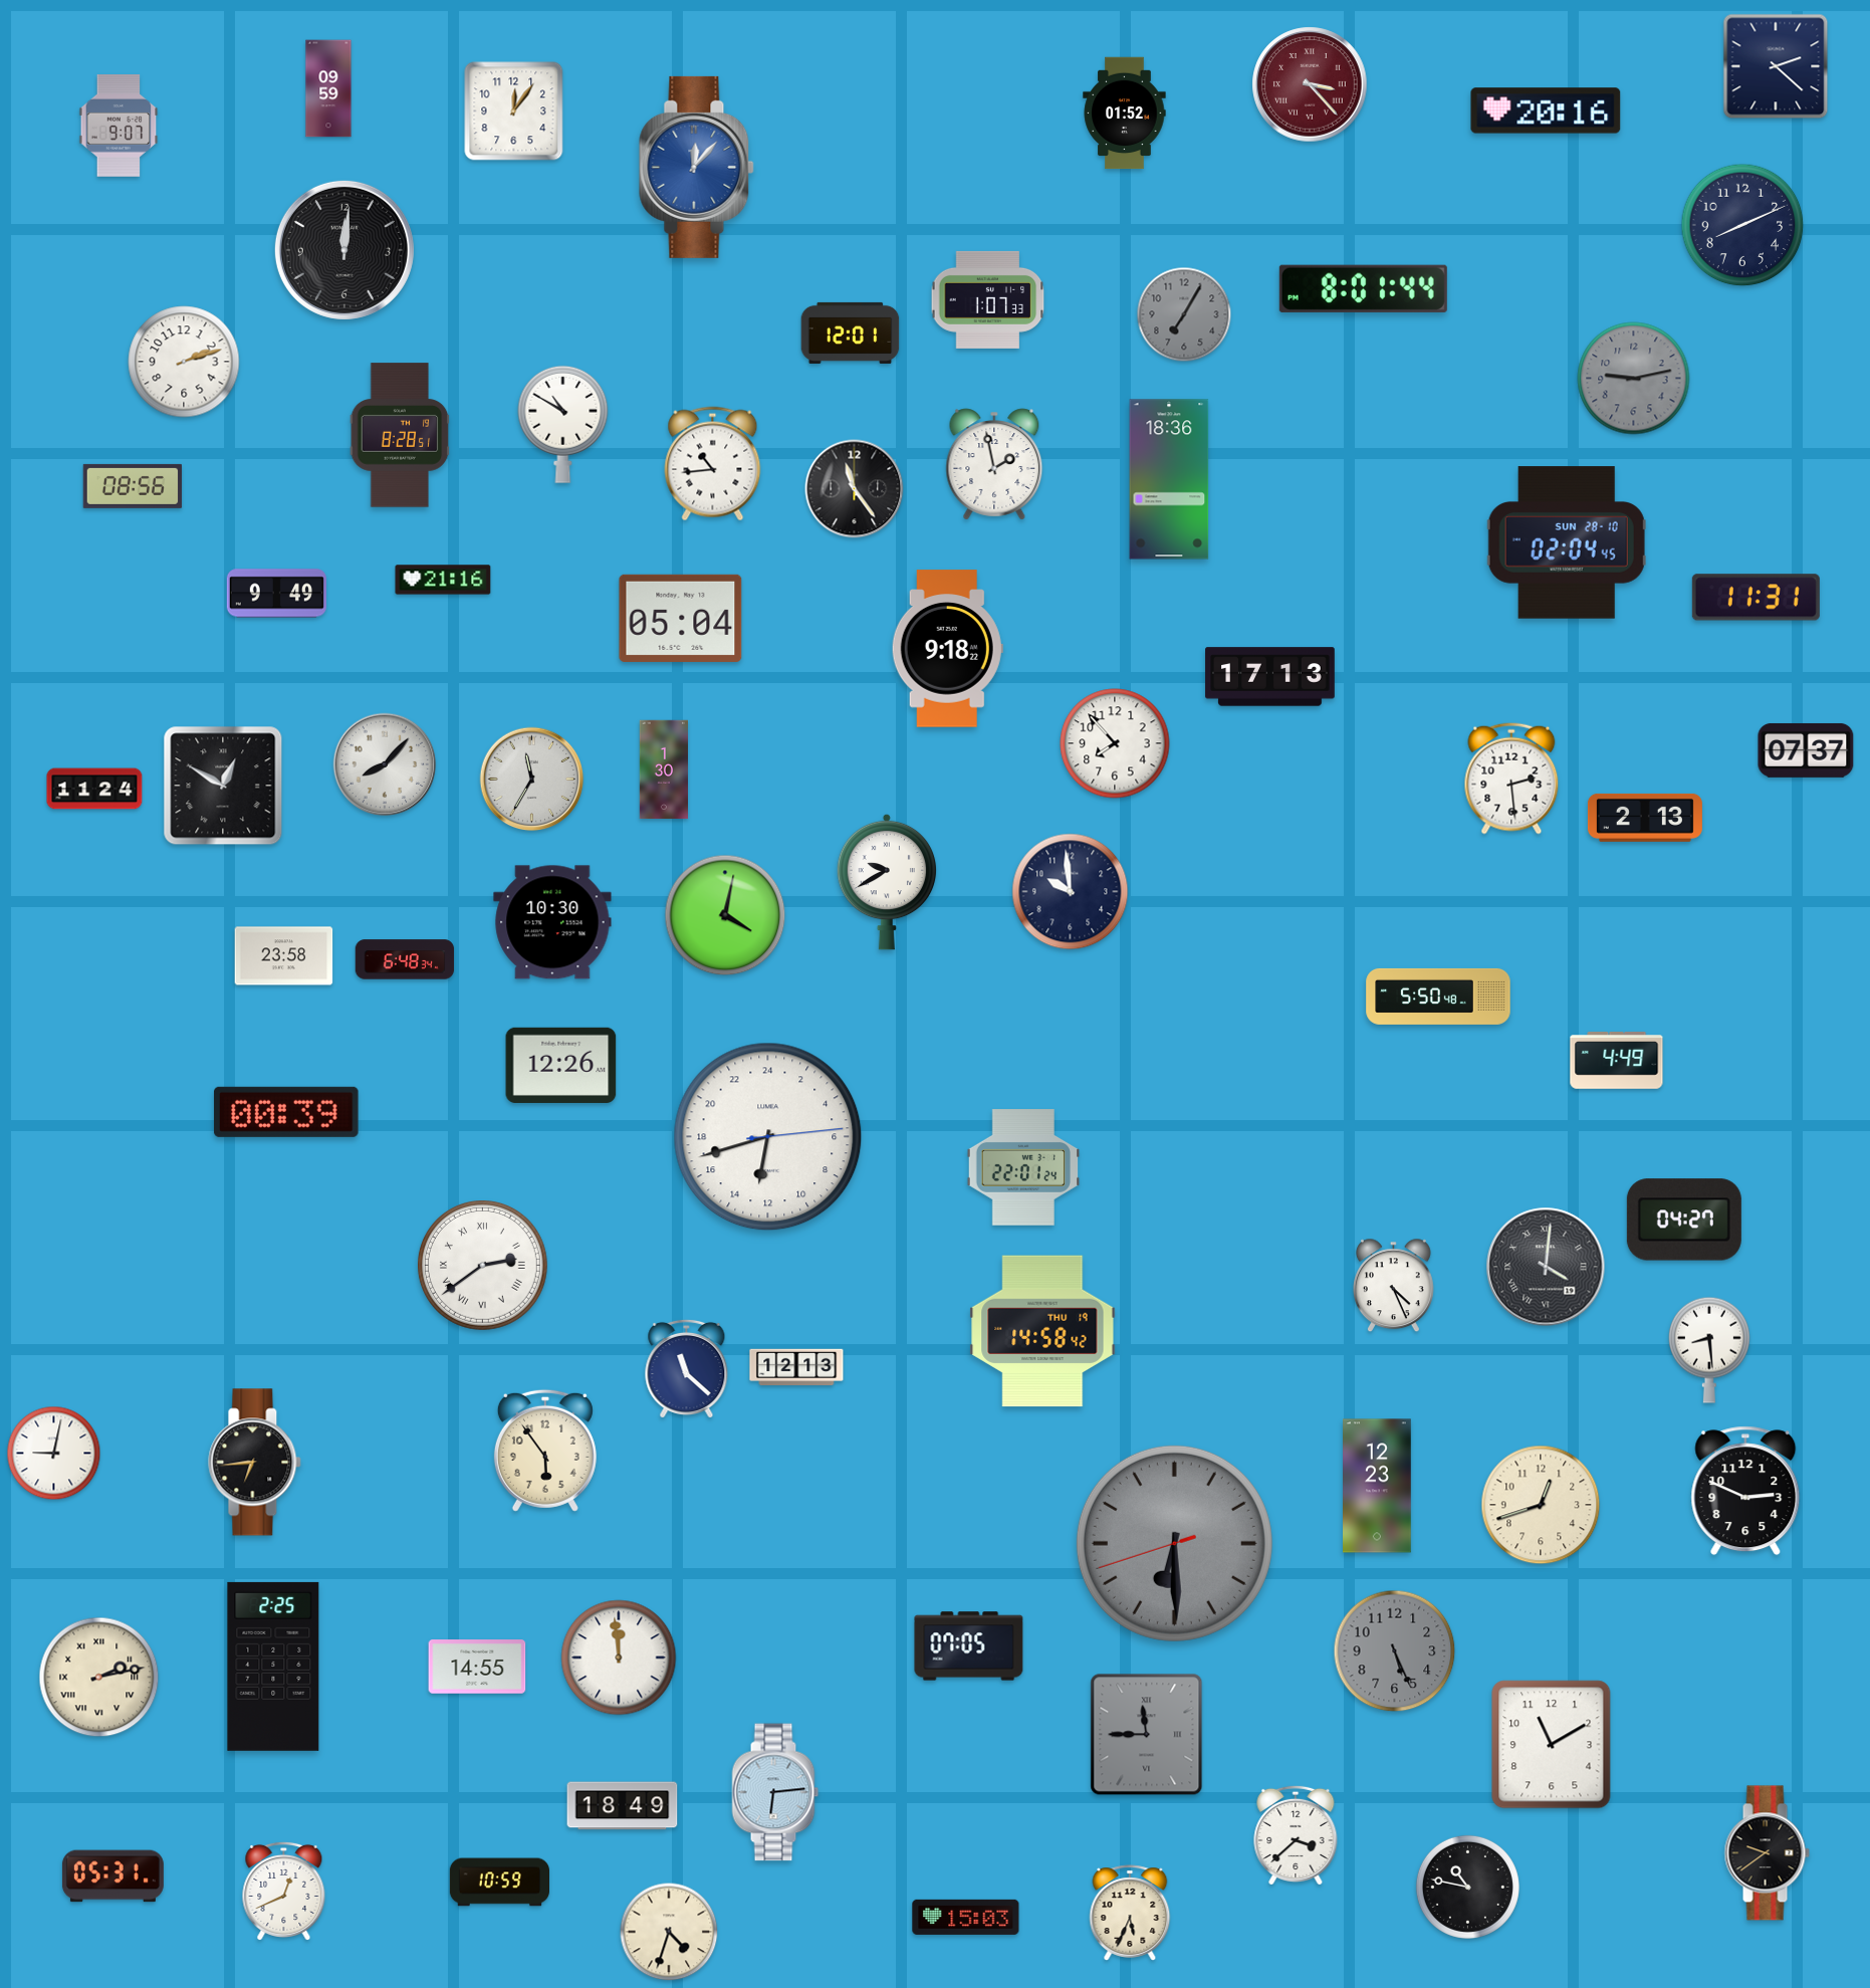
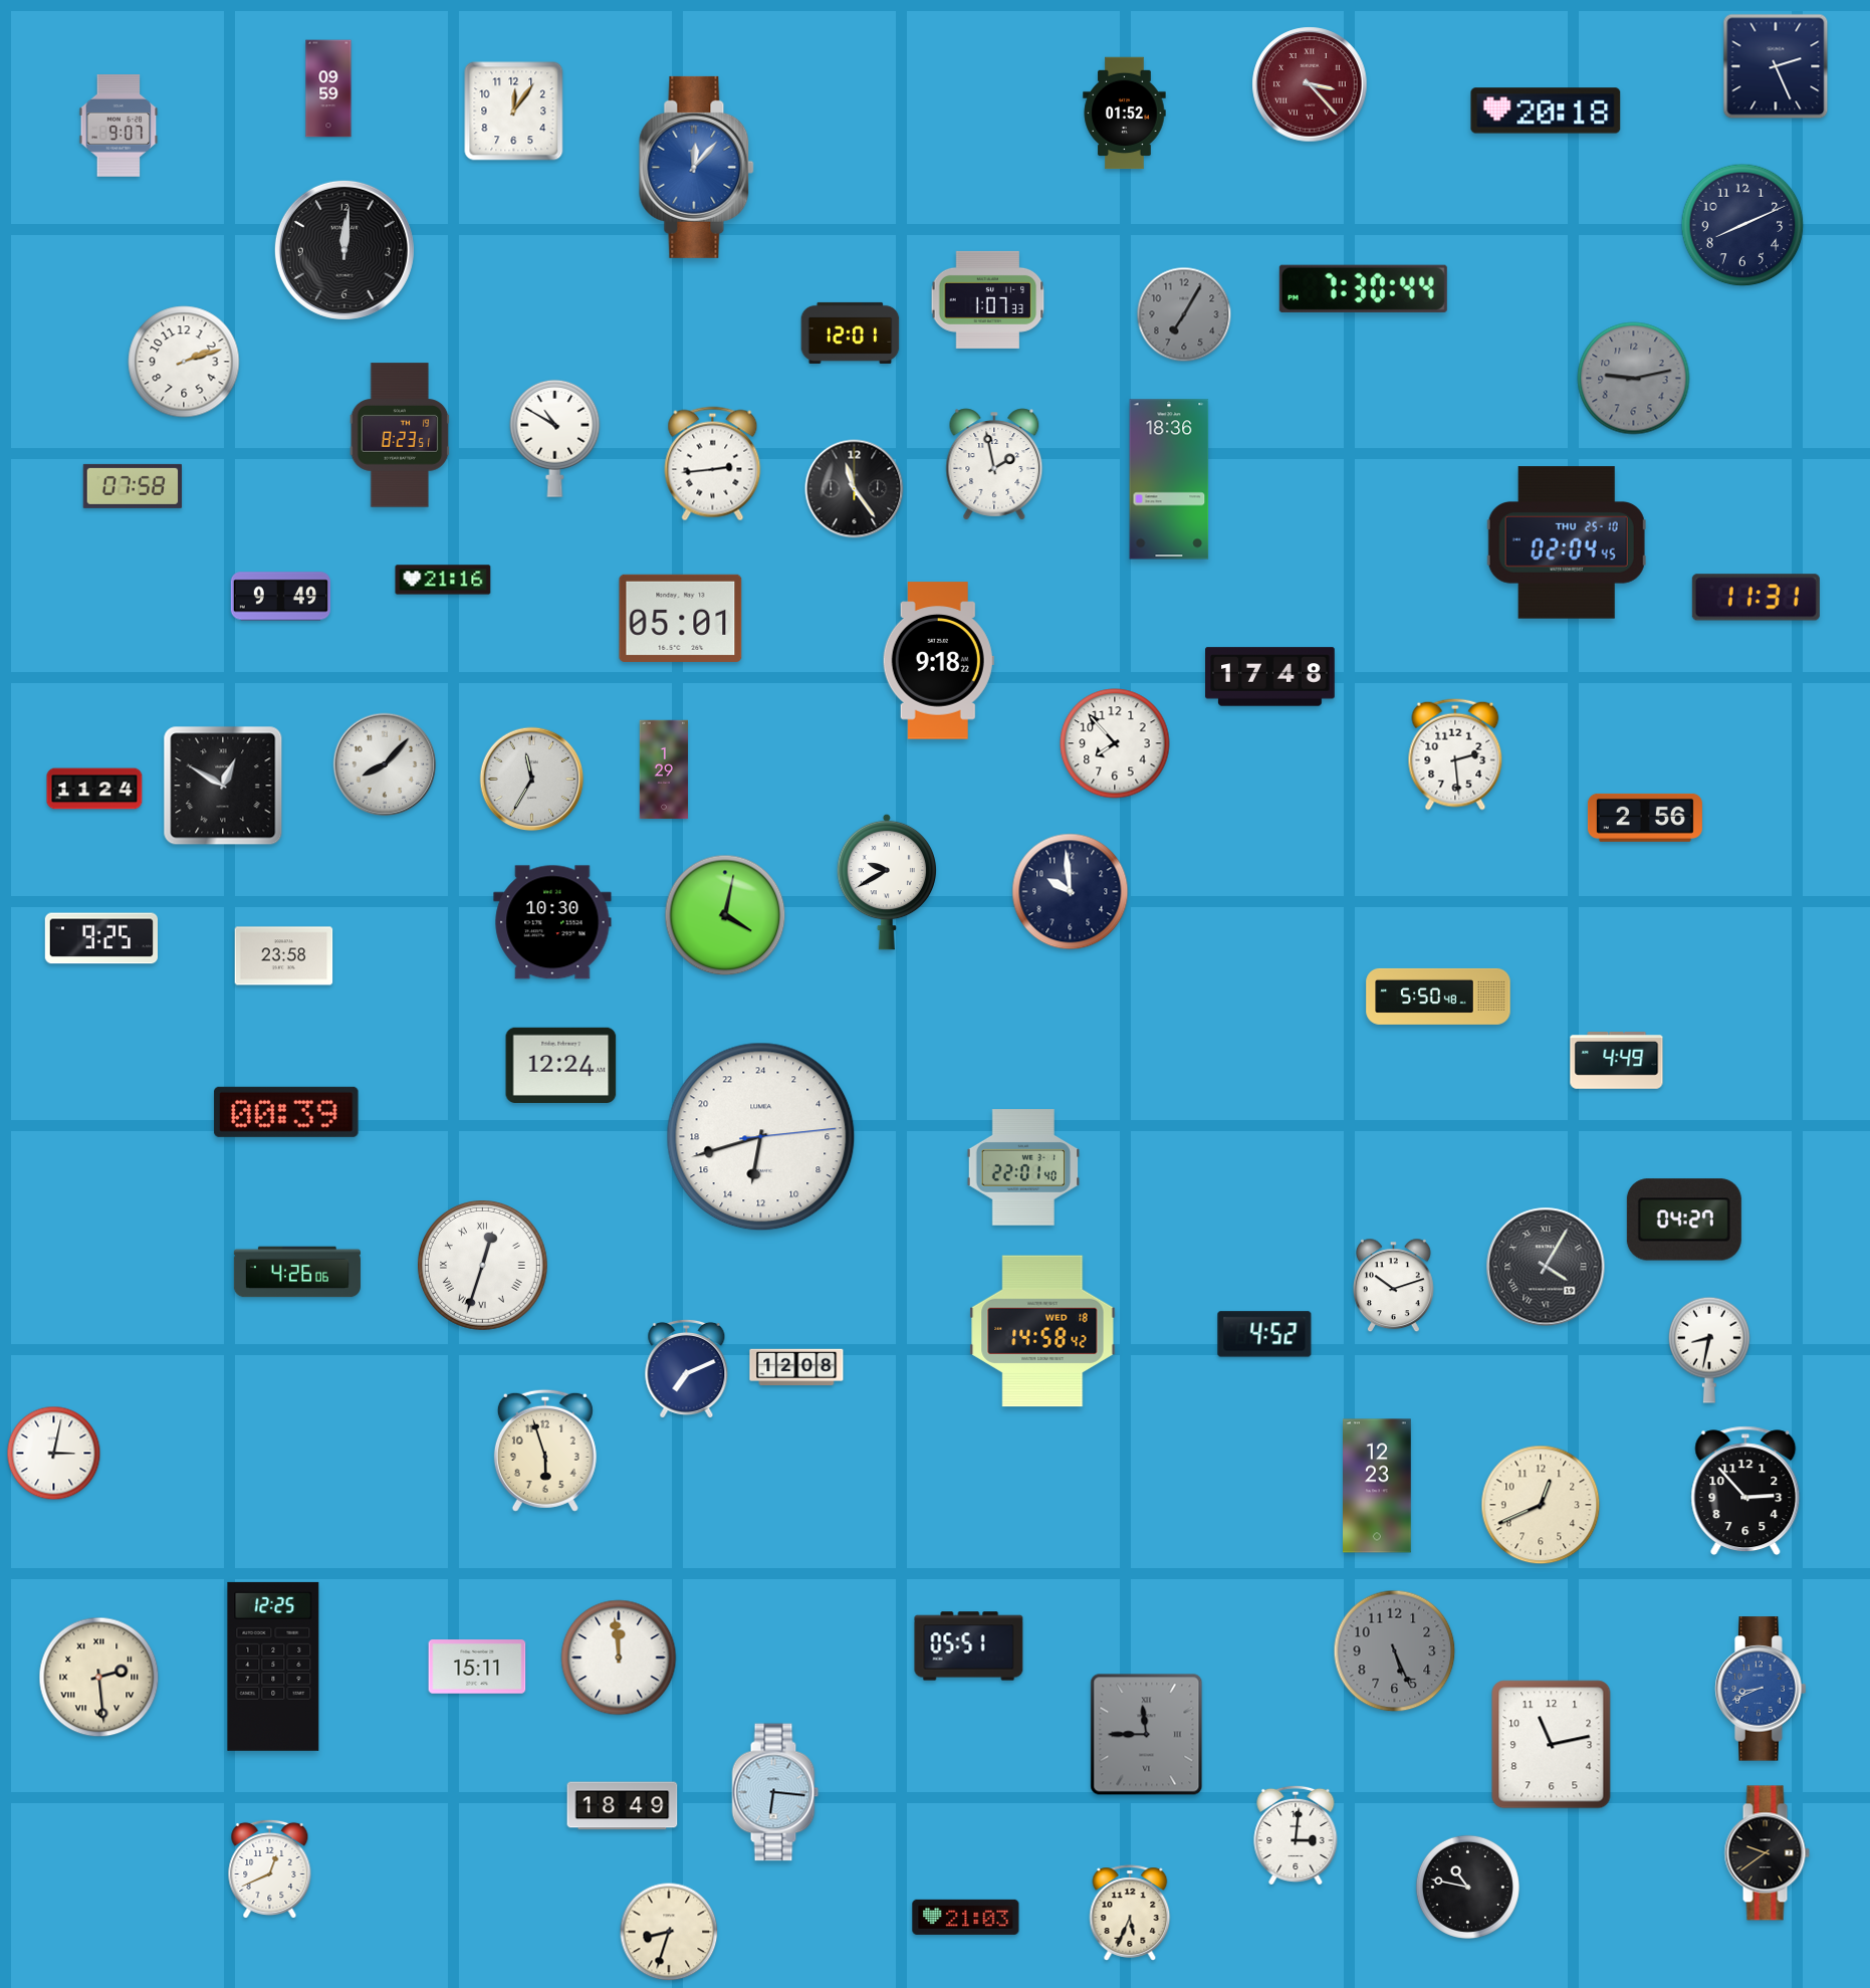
clock at (1776, 66): 2:22 -> 2:26
clock at (1546, 111): 20:16 -> 20:18
clock at (1363, 288): 8:01 -> 7:30
clock at (563, 424) position: (563, 424) -> (555, 438)
clock at (400, 435): 8:28 -> 8:23
clock at (713, 464): 10:44 -> 2:44
clock at (133, 486): 08:56 -> 07:58
clock at (1567, 542) date: SUN 28-10 -> THU 25-10
clock at (276, 594) position: (276, 594) -> (280, 597)
clock at (681, 618): 05:04 -> 05:01
clock at (947, 649) position: (947, 649) -> (938, 661)
clock at (1270, 677): 17:13 -> 17:48
clock at (1806, 750): 07:37 -> none
clock at (663, 769): 1:30 -> 1:29
clock at (1511, 779) position: (1511, 779) -> (1455, 754)
clock at (1645, 818): 2:13 -> 2:56
clock at (100, 938): none -> 9:25
clock at (405, 959): 6:48 -> none
clock at (561, 1065): 12:26 -> 12:24
clock at (768, 1137) position: (768, 1137) -> (761, 1137)
clock at (1023, 1167): 22:01:24 -> 22:01:40
clock at (483, 1266): 2:39 -> 12:33
clock at (1546, 1267): 4:01 -> 4:05
clock at (297, 1272): none -> 4:26
clock at (1393, 1286): 4:26 -> 10:12
clock at (1042, 1331) date: THU 19 -> WED 18
clock at (1264, 1334): none -> 4:52
clock at (1709, 1350): 8:29 -> 8:32
clock at (796, 1367): 12:13 -> 12:08
clock at (687, 1368): 11:22 -> 7:11
clock at (545, 1451): 5:54 -> 5:57
clock at (54, 1454): 9:02 -> 3:02
clock at (255, 1463): 6:44 -> none
clock at (1745, 1491): 2:49 -> 2:53
clock at (1541, 1505): 12:42 -> 12:41
clock at (1174, 1543): 6:29 -> none
clock at (969, 1646): 07:05 -> 05:51
clock at (273, 1667): 2:25 -> 12:25
clock at (477, 1667): 14:55 -> 15:11
clock at (99, 1678): 2:13 -> 2:29
clock at (1761, 1689): none -> 8:41
clock at (1552, 1745): 11:10 -> 11:13
clock at (775, 1792): 6:14 -> 6:16
clock at (1296, 1834): 3:38 -> 3:01
clock at (112, 1876): 05:31 -> none
clock at (499, 1883): 10:59 -> none
clock at (284, 1891) position: (284, 1891) -> (270, 1868)
clock at (966, 1917): 15:03 -> 21:03
clock at (669, 1932): 4:33 -> 8:33
